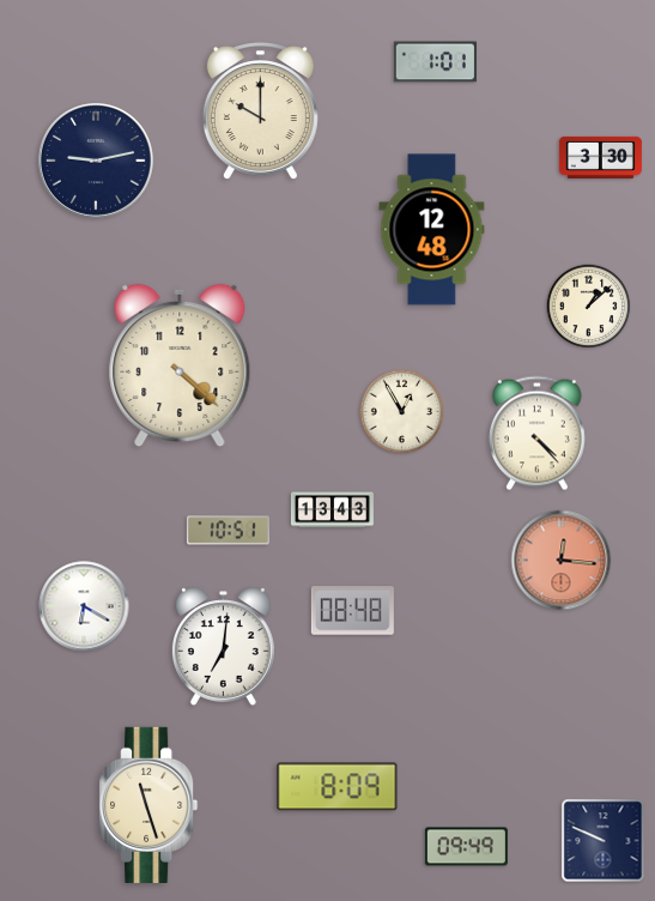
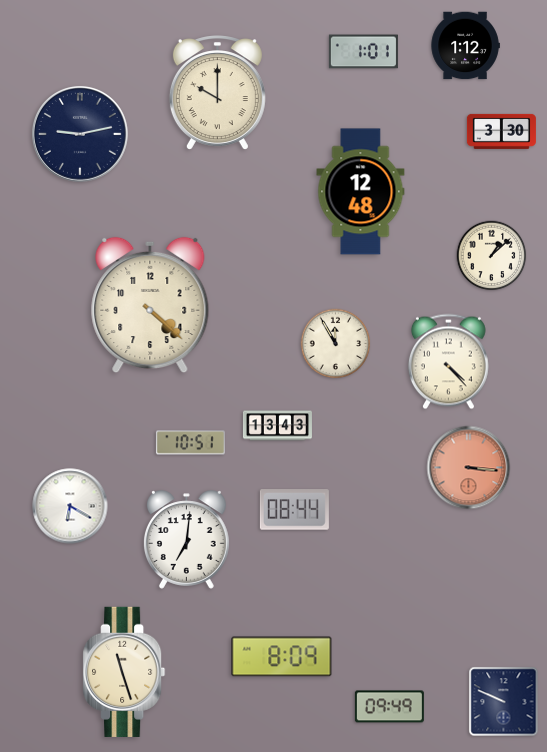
clock at (465, 46): none -> 1:12
clock at (402, 412): 12:55 -> 11:55
clock at (562, 561): 12:16 -> 3:16
clock at (352, 611): 08:48 -> 08:44
